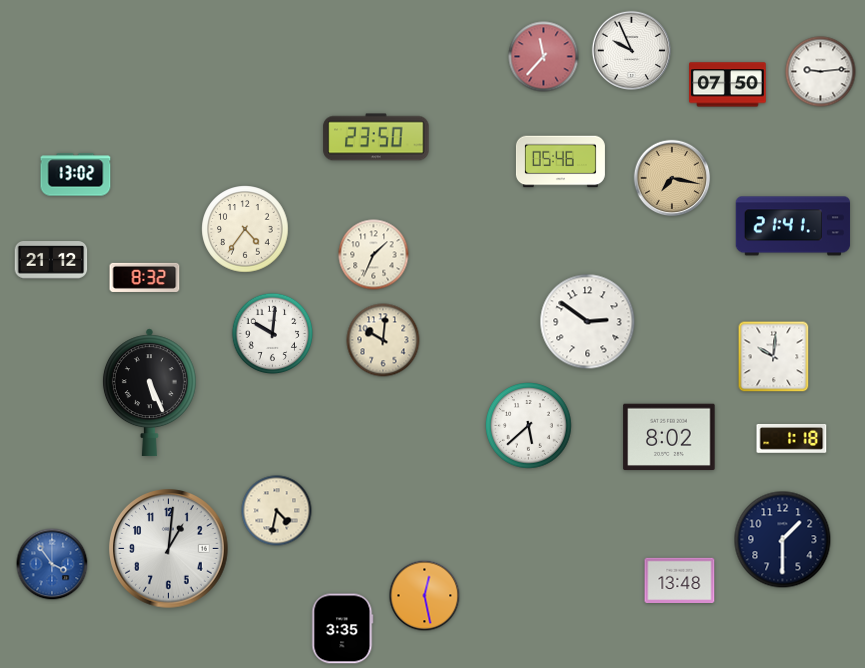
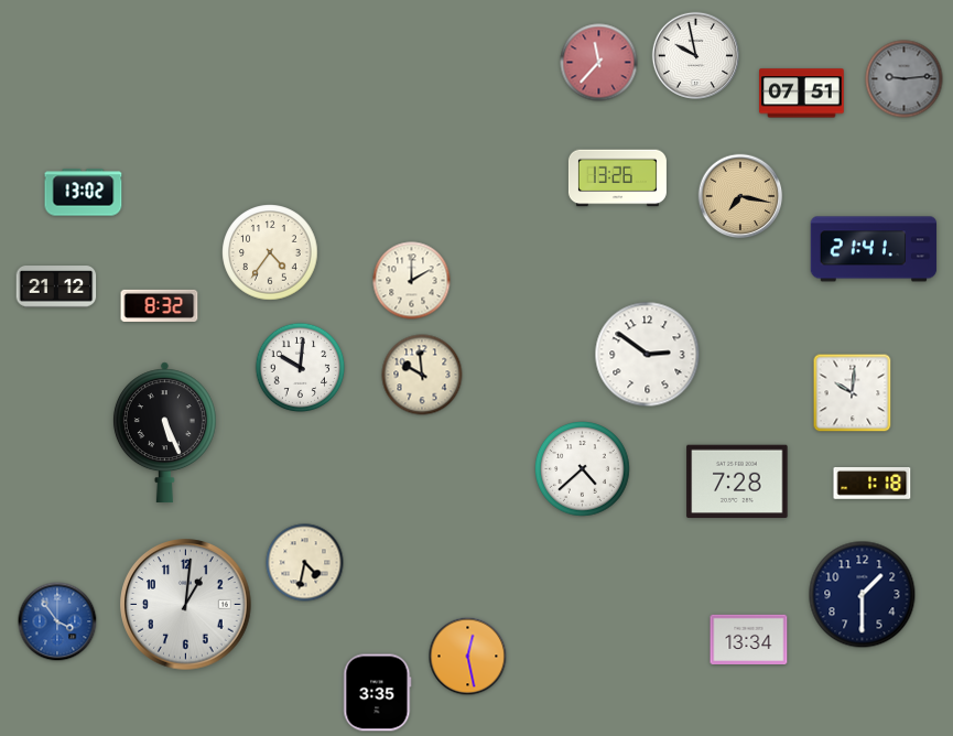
clock at (631, 50): 9:56 -> 9:58
clock at (821, 72) dial: white -> grey
clock at (728, 85): 07:50 -> 07:51
clock at (376, 137): 23:50 -> none
clock at (560, 162): 05:46 -> 13:26
clock at (374, 255): 1:34 -> 2:00
clock at (383, 340): 10:01 -> 9:59
clock at (529, 426): 5:38 -> 4:38
clock at (669, 437): 8:02 -> 7:28
clock at (680, 581): 13:48 -> 13:34
